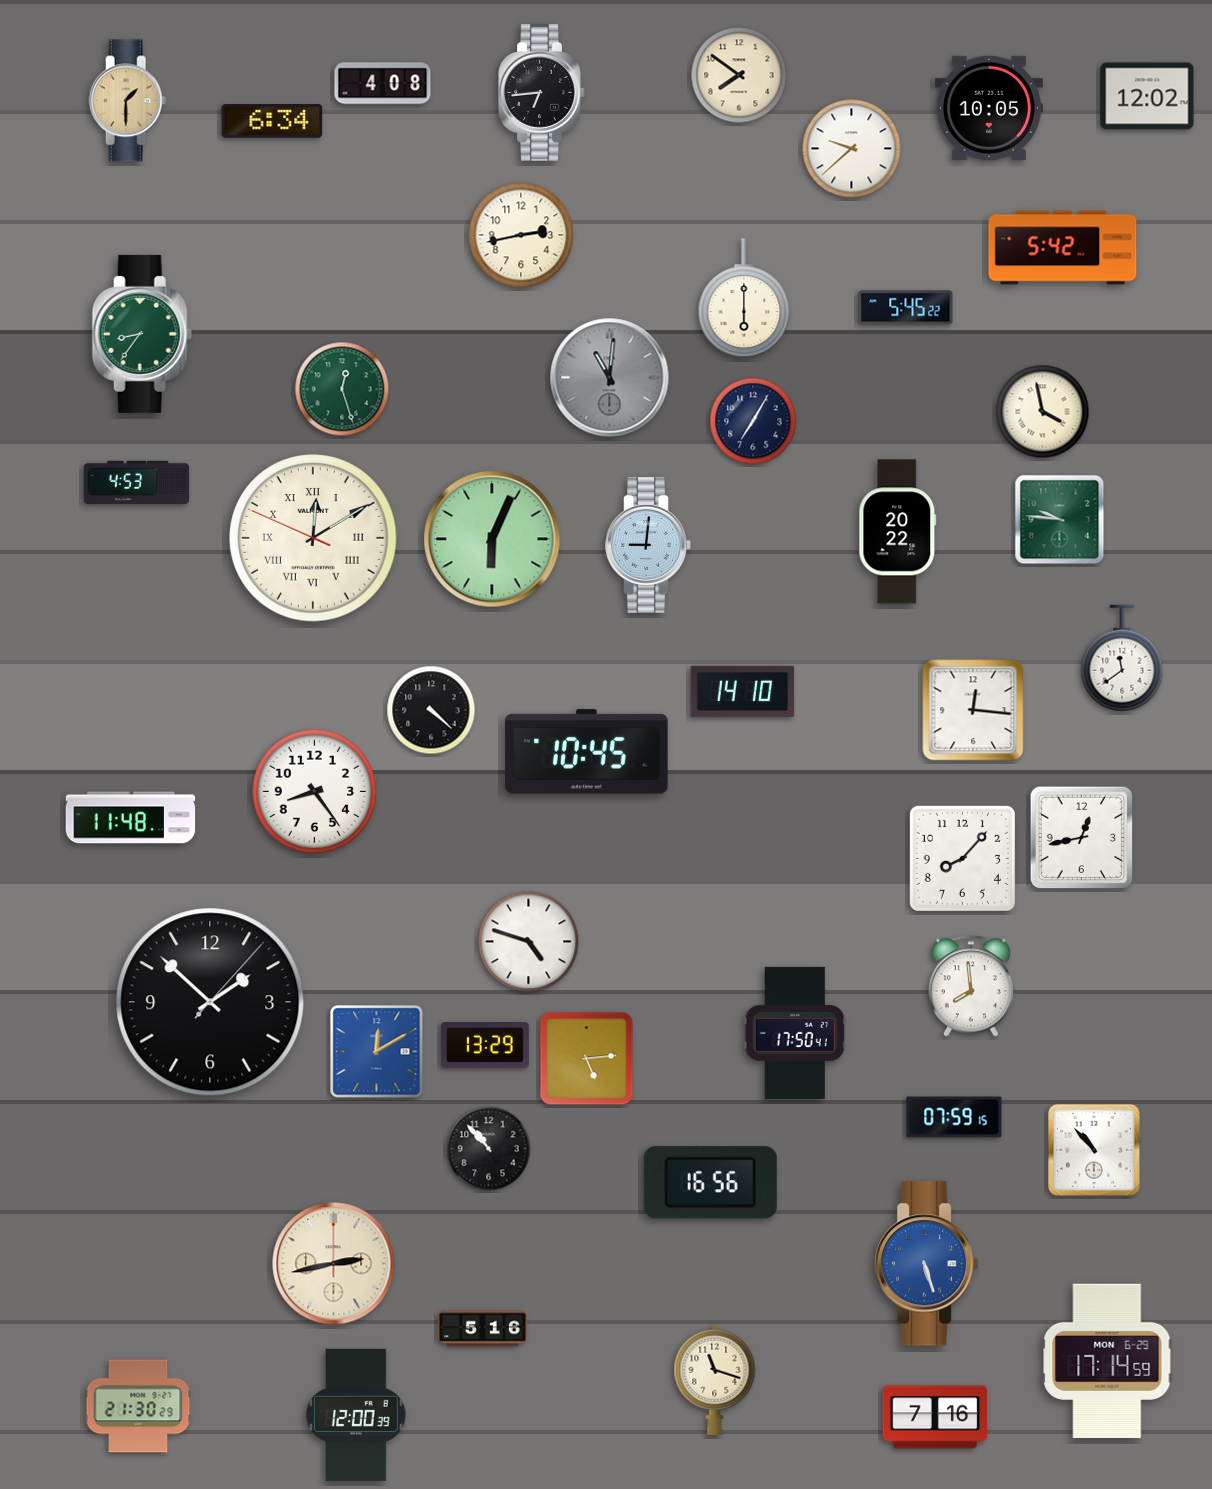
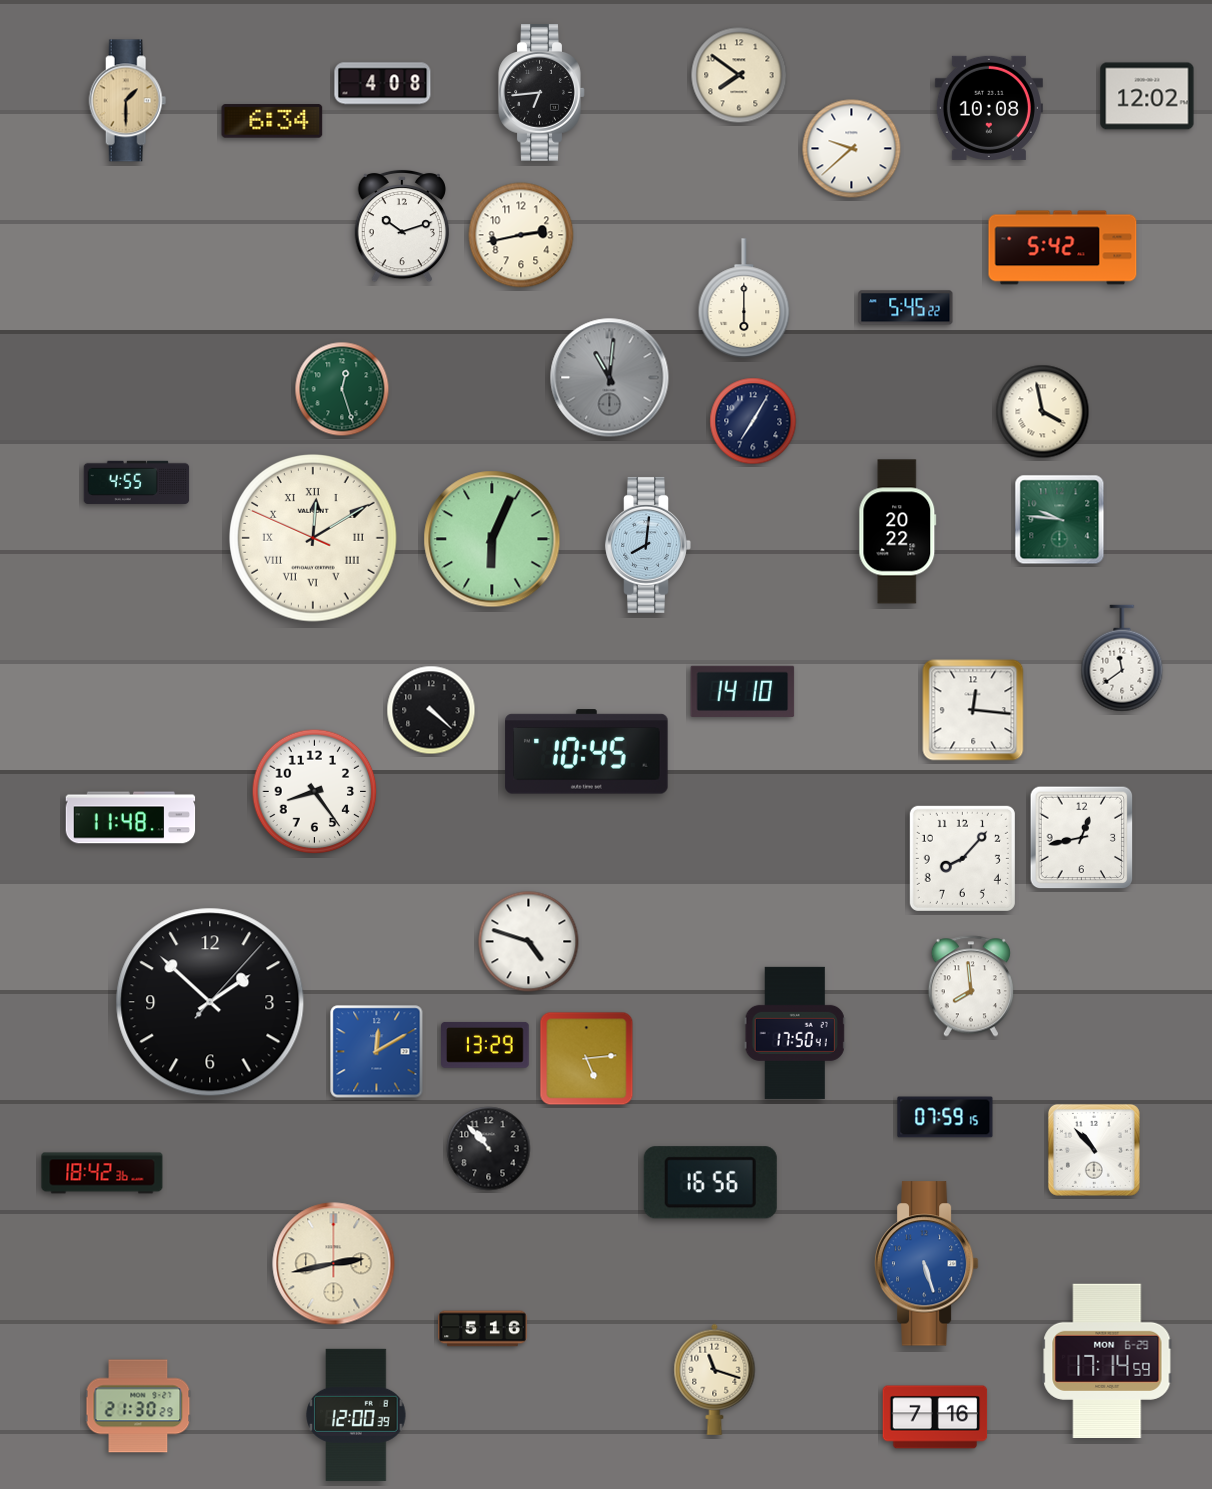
clock at (989, 108): 10:05 -> 10:08
clock at (402, 226): none -> 10:12
clock at (142, 334): 8:36 -> none
clock at (137, 482): 4:53 -> 4:55
clock at (648, 545): 9:01 -> 8:01
clock at (954, 1117) position: (954, 1117) -> (945, 1117)
clock at (102, 1173): none -> 18:42
